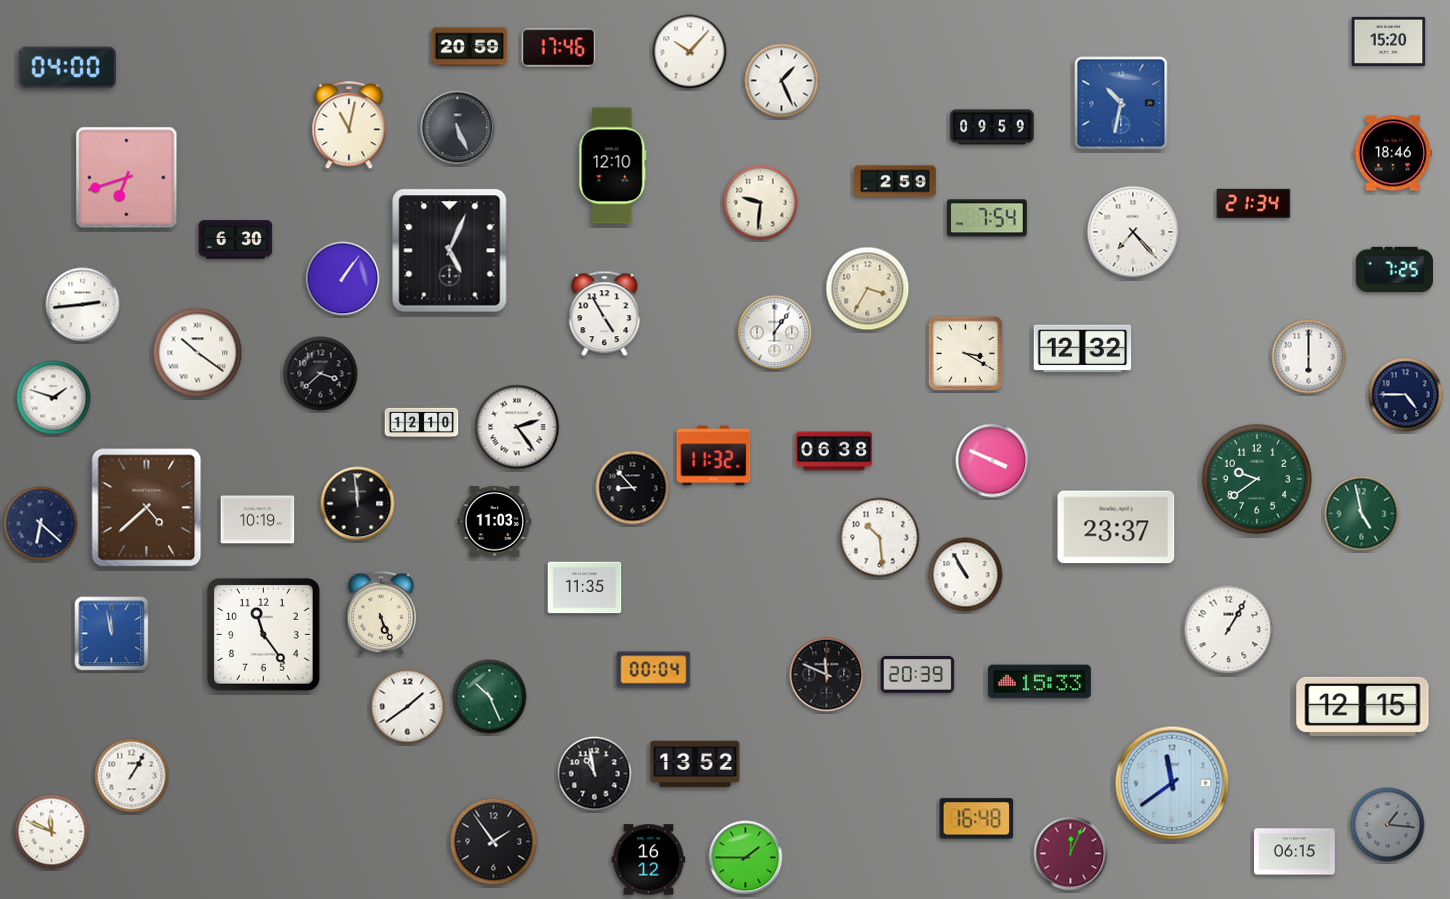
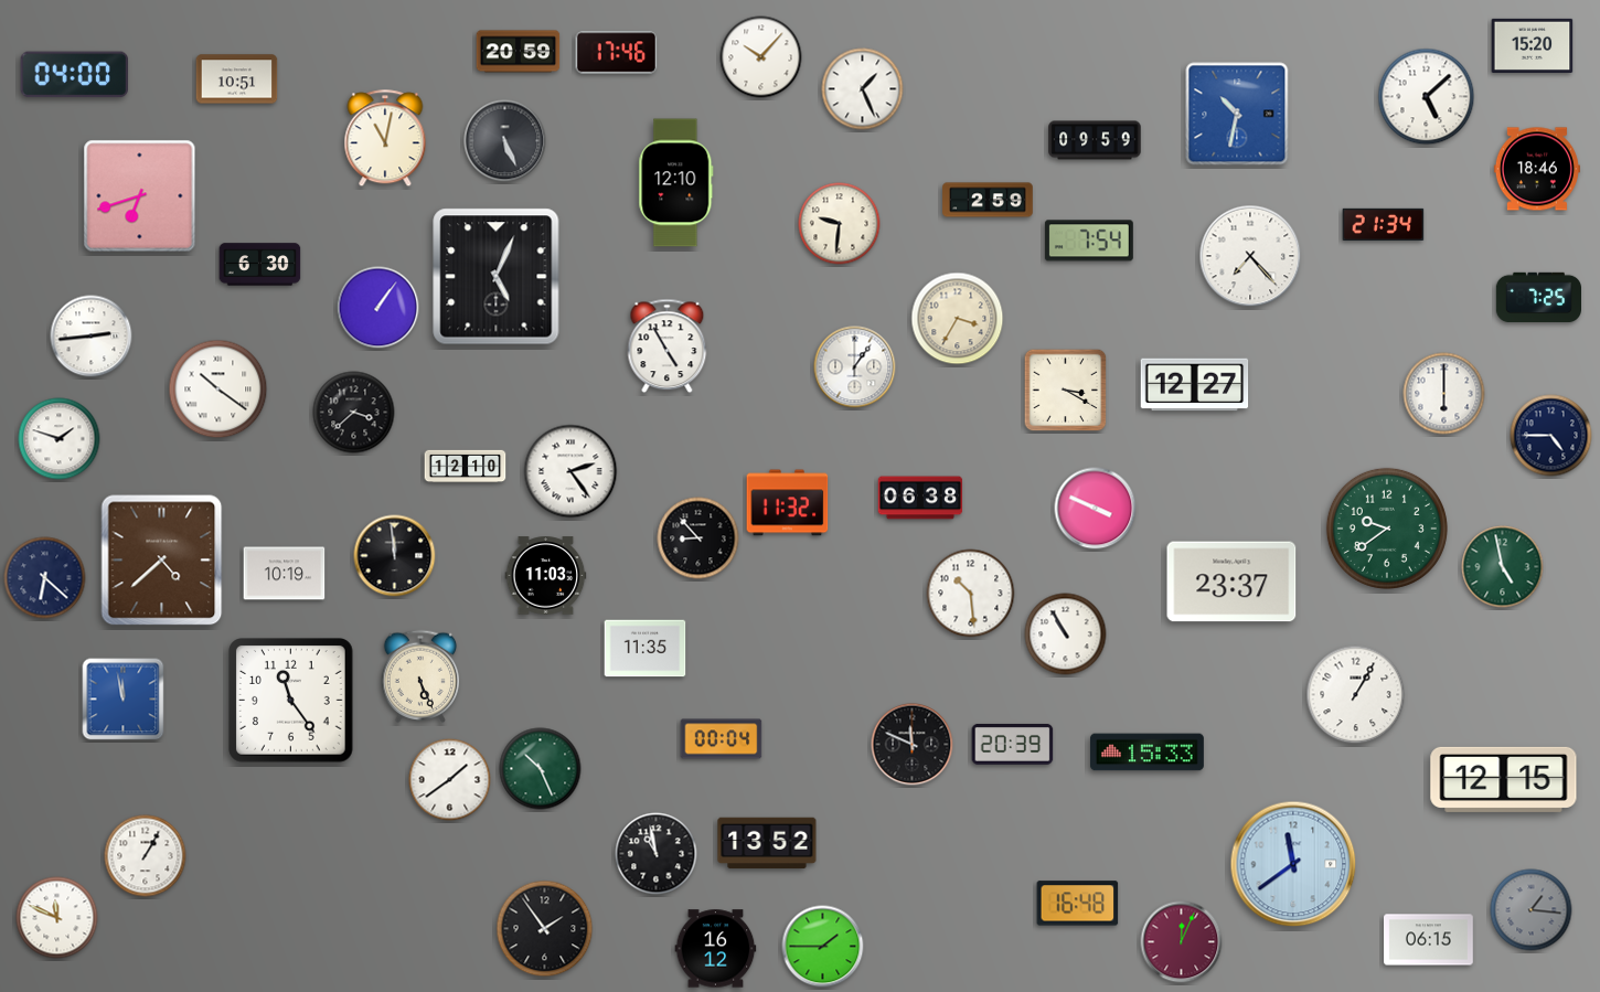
clock at (237, 79): none -> 10:51
clock at (1427, 97): none -> 5:08
clock at (1083, 349): 12:32 -> 12:27
